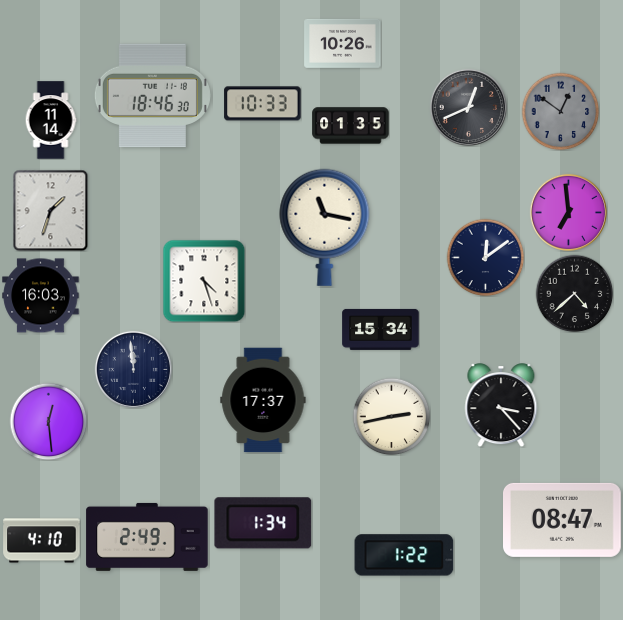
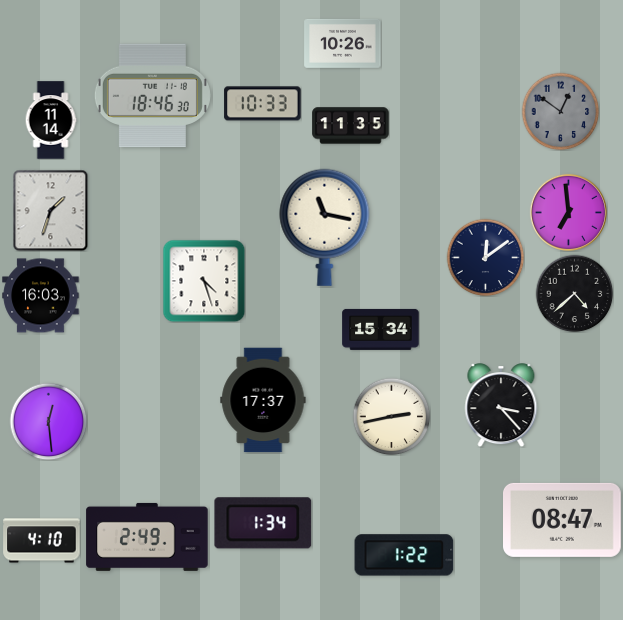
clock at (468, 107): 12:41 -> none
clock at (351, 126): 01:35 -> 11:35
clock at (133, 369): 11:59 -> none
